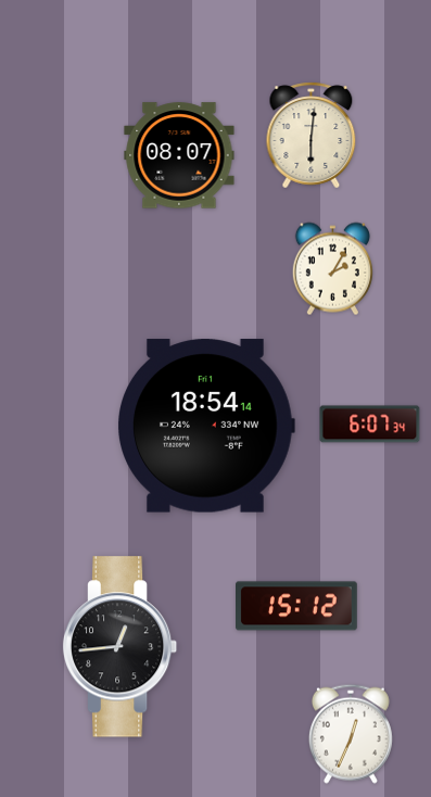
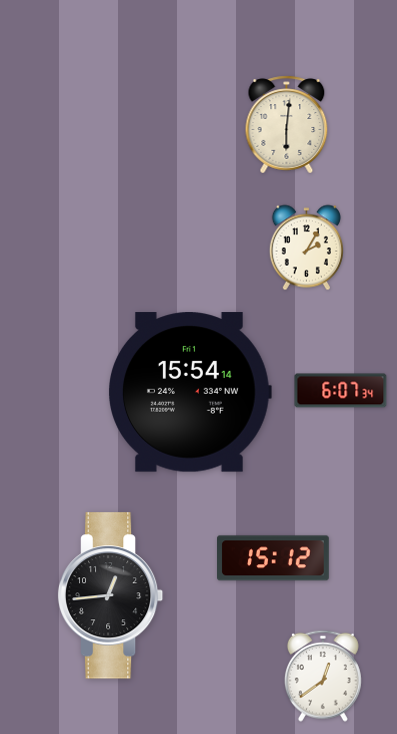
clock at (179, 155): 08:07 -> none
clock at (206, 426): 18:54 -> 15:54
clock at (351, 734): 12:34 -> 12:39
